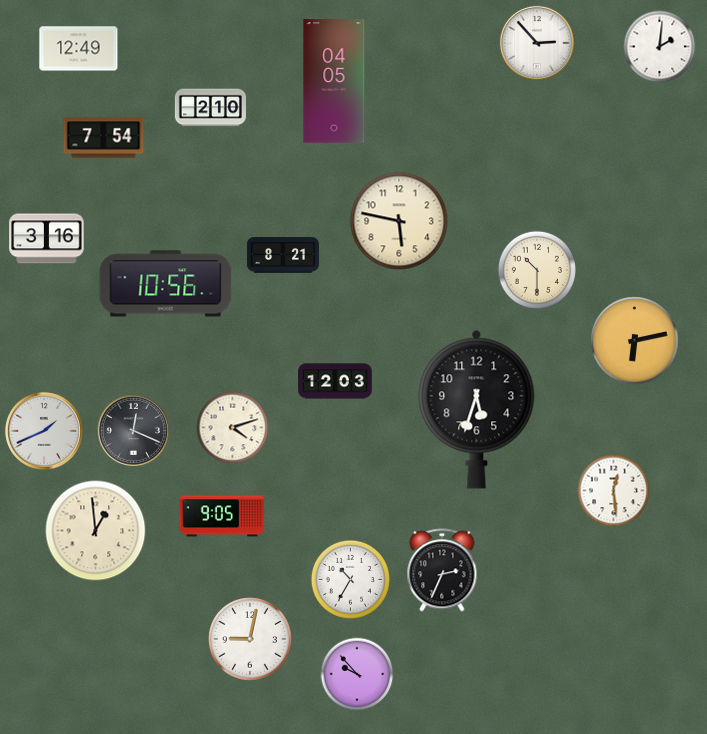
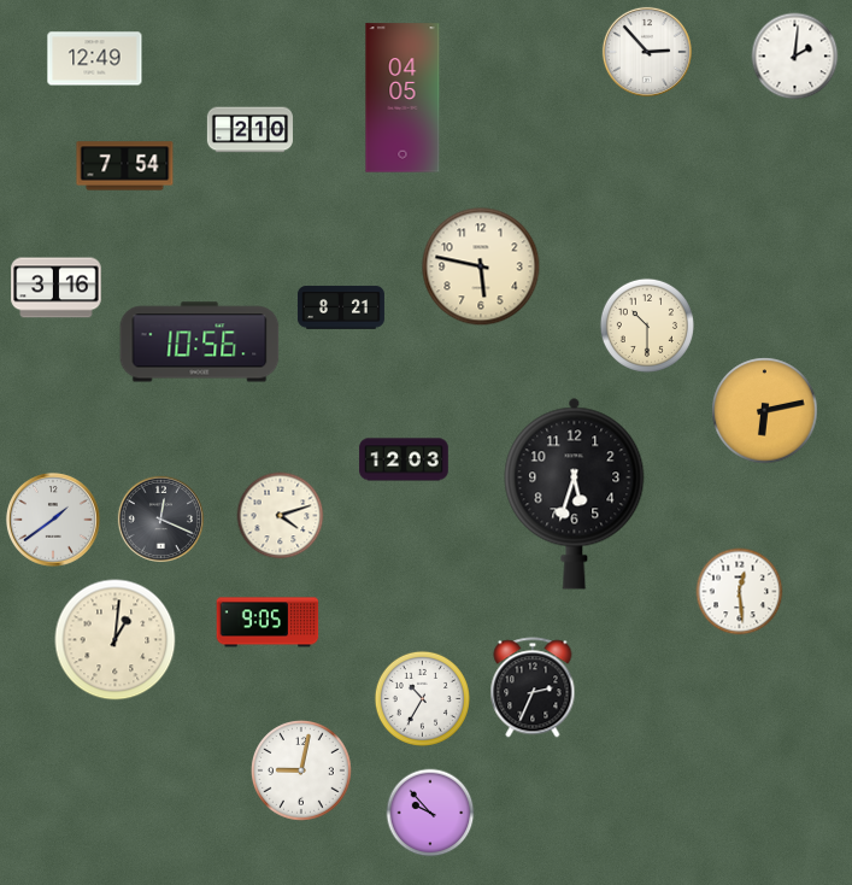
clock at (210, 108) position: (210, 108) -> (249, 130)
clock at (44, 431): 1:41 -> 1:39
clock at (96, 531): 12:59 -> 1:01
